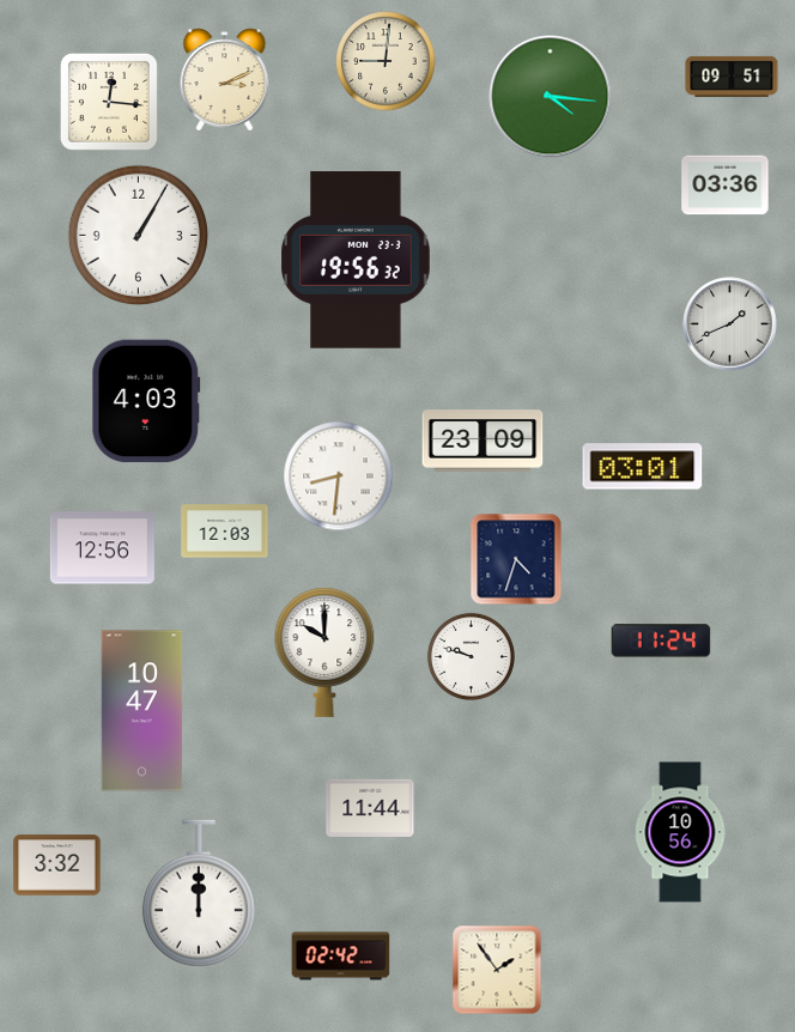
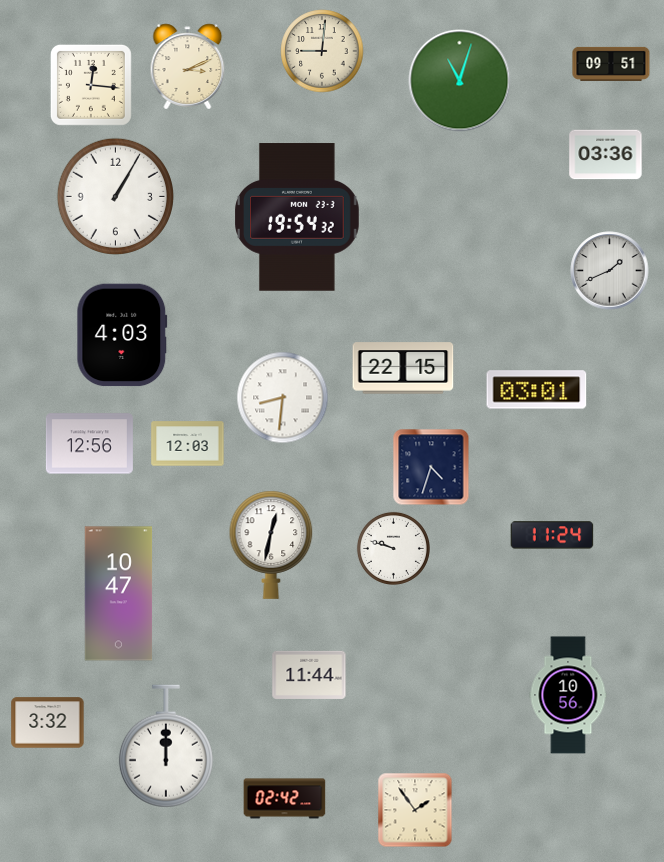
clock at (551, 97): 4:16 -> 11:03
clock at (356, 260): 19:56 -> 19:54
clock at (483, 441): 23:09 -> 22:15
clock at (102, 548) position: (102, 548) -> (89, 444)
clock at (324, 652): 10:00 -> 12:32
